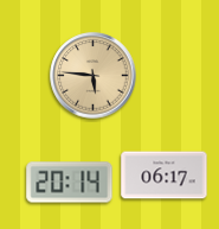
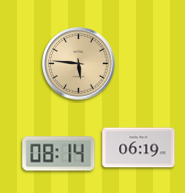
clock at (165, 176): 06:17 -> 06:19
clock at (70, 183): 20:14 -> 08:14
